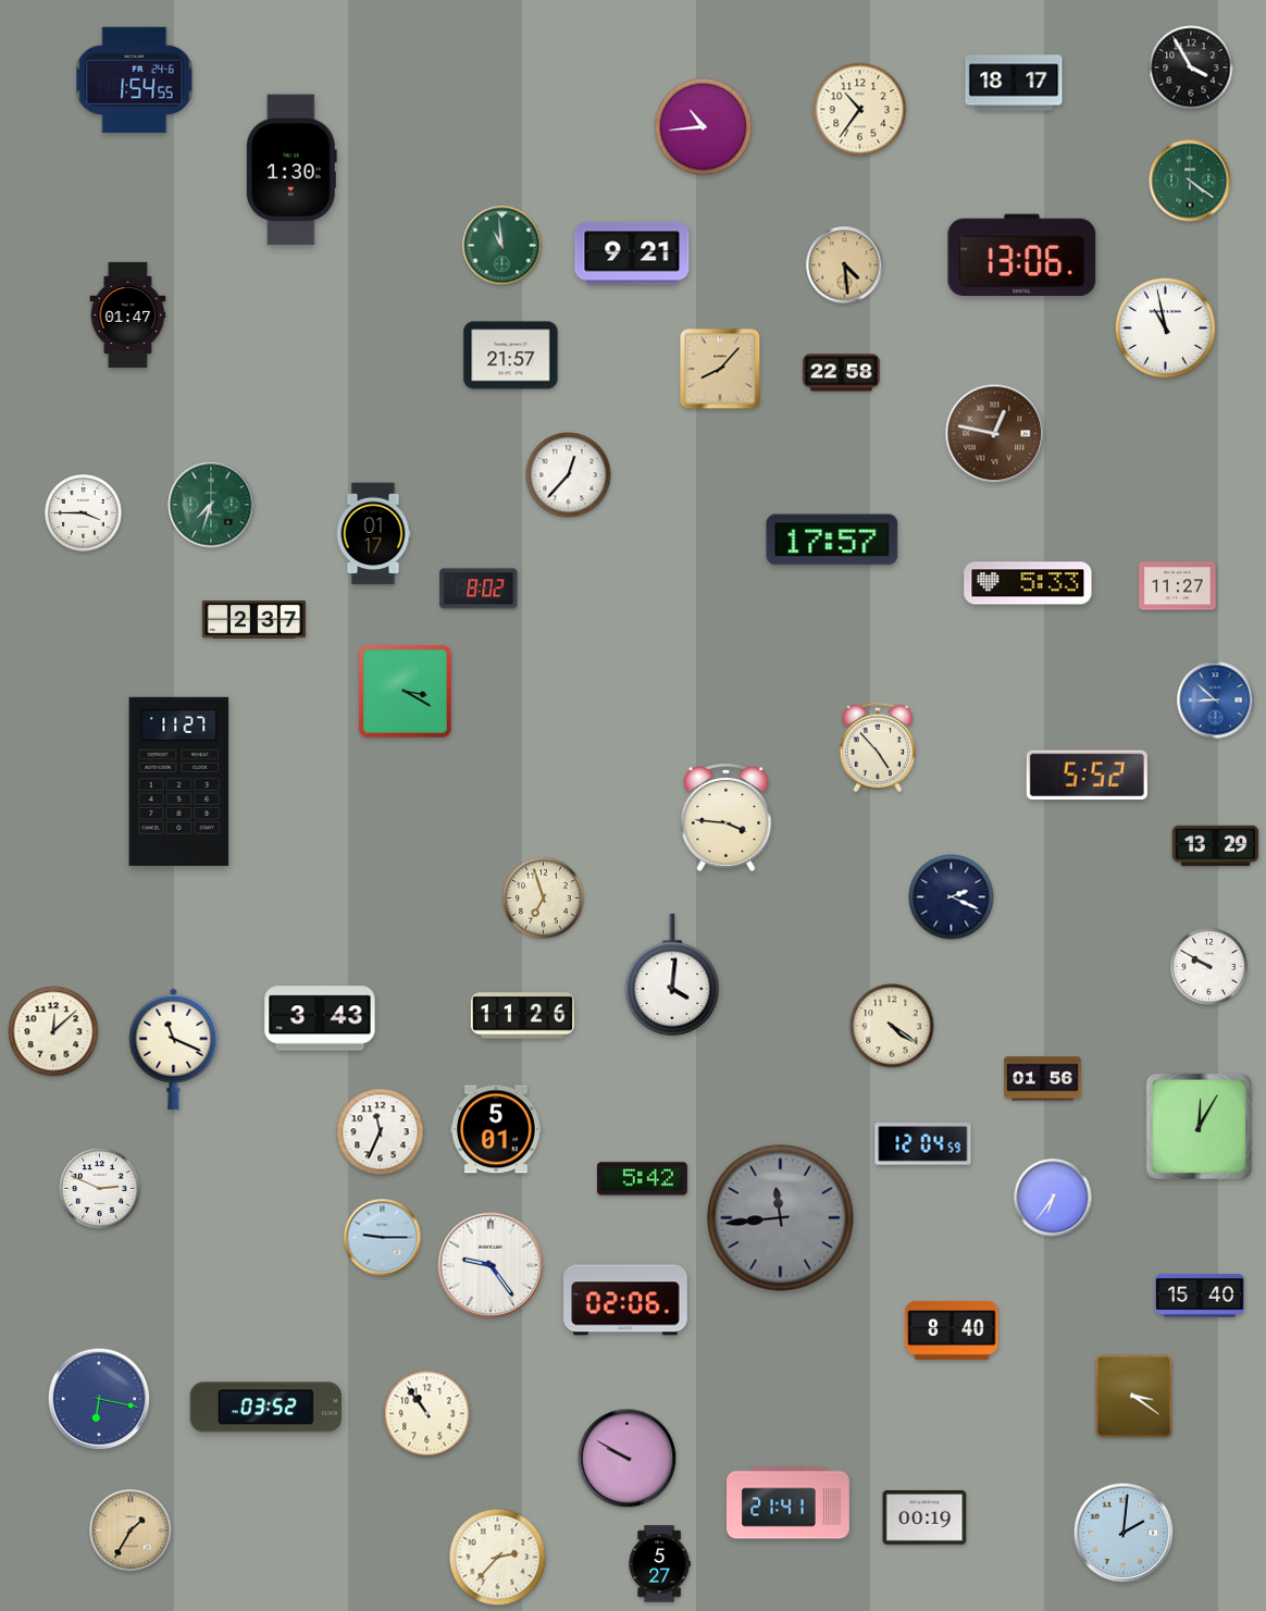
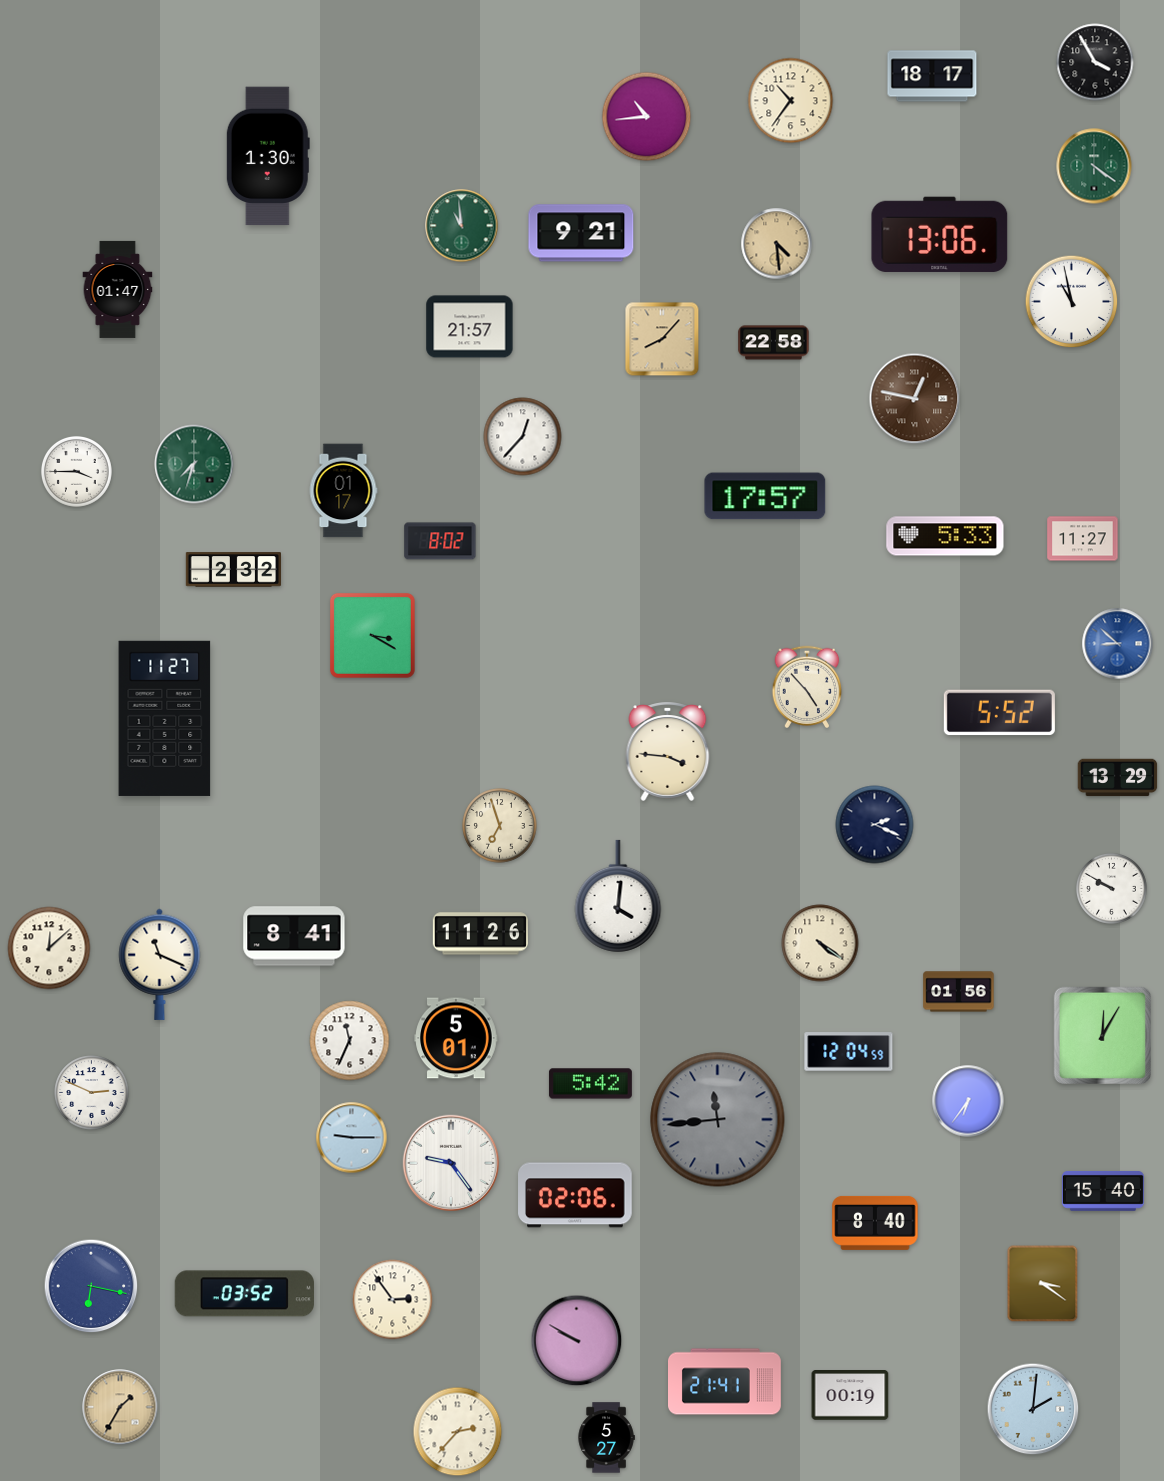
clock at (135, 79): 1:54 -> none
clock at (253, 620): 2:37 -> 2:32
clock at (320, 1018): 3:43 -> 8:41
clock at (427, 1414): 10:54 -> 2:54
